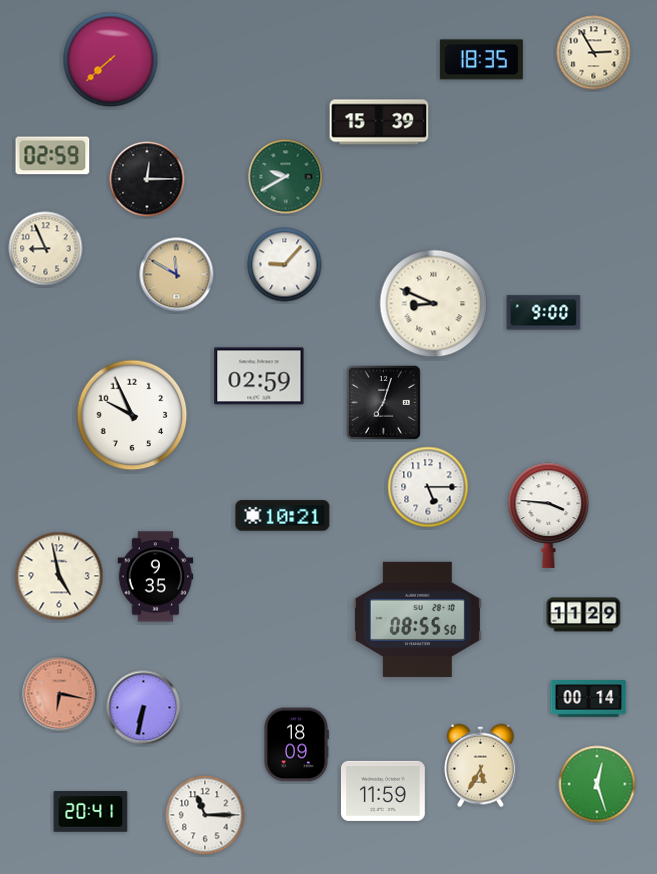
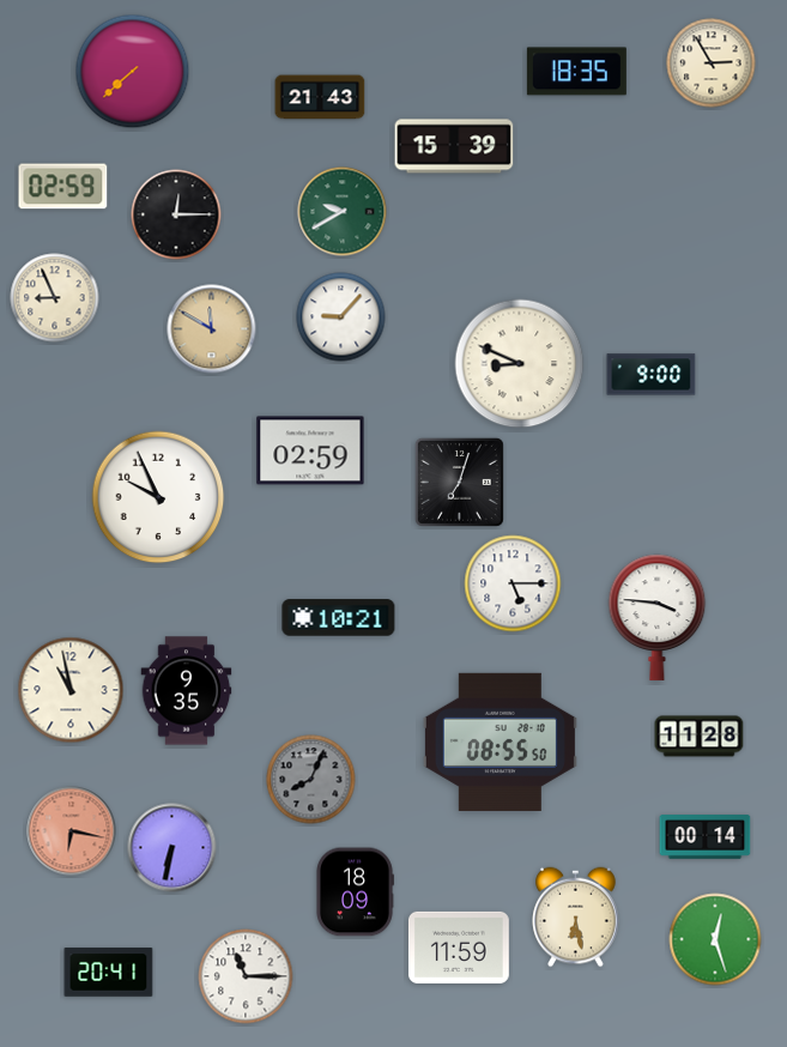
clock at (320, 97): none -> 21:43
clock at (59, 576): 4:58 -> 10:58
clock at (584, 615): 11:29 -> 11:28
clock at (311, 780): none -> 8:04
clock at (481, 766): 5:35 -> 6:28
